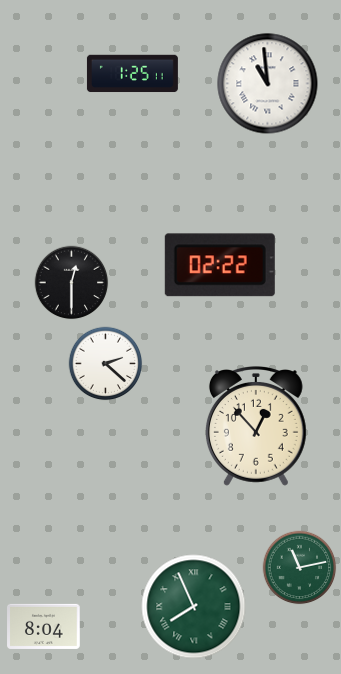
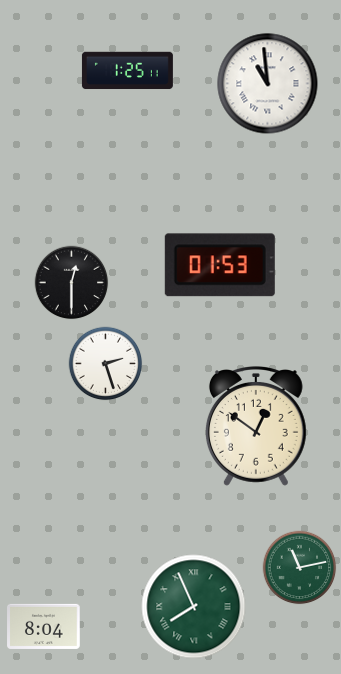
clock at (132, 74) position: (132, 74) -> (127, 71)
clock at (220, 265): 02:22 -> 01:53
clock at (106, 364): 2:22 -> 2:27
clock at (256, 427): 12:53 -> 12:51
